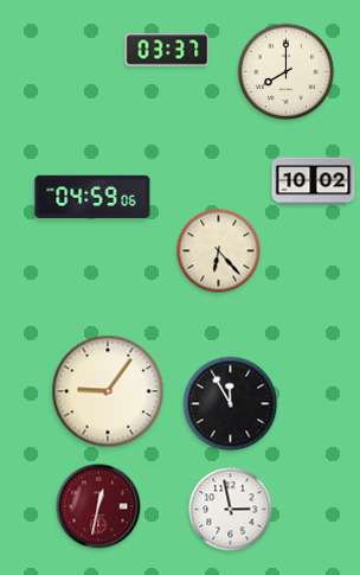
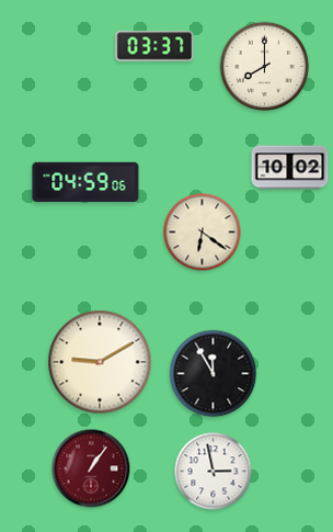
clock at (219, 251): 6:23 -> 6:21
clock at (108, 391): 9:06 -> 9:10
clock at (98, 506): 12:32 -> 1:06
